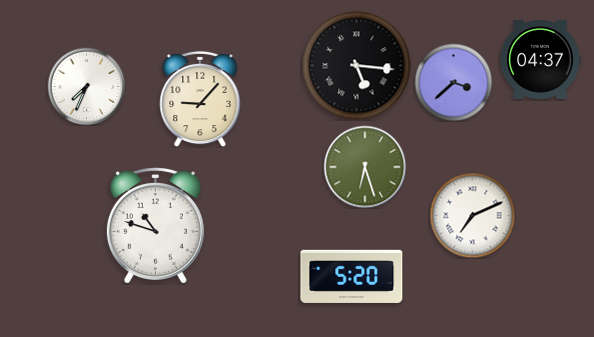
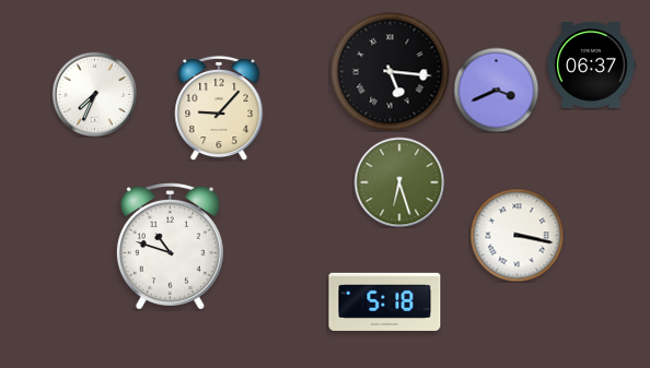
clock at (540, 60): 04:37 -> 06:37
clock at (453, 82): 3:38 -> 3:41
clock at (472, 215): 7:11 -> 3:17
clock at (352, 276): 5:20 -> 5:18
